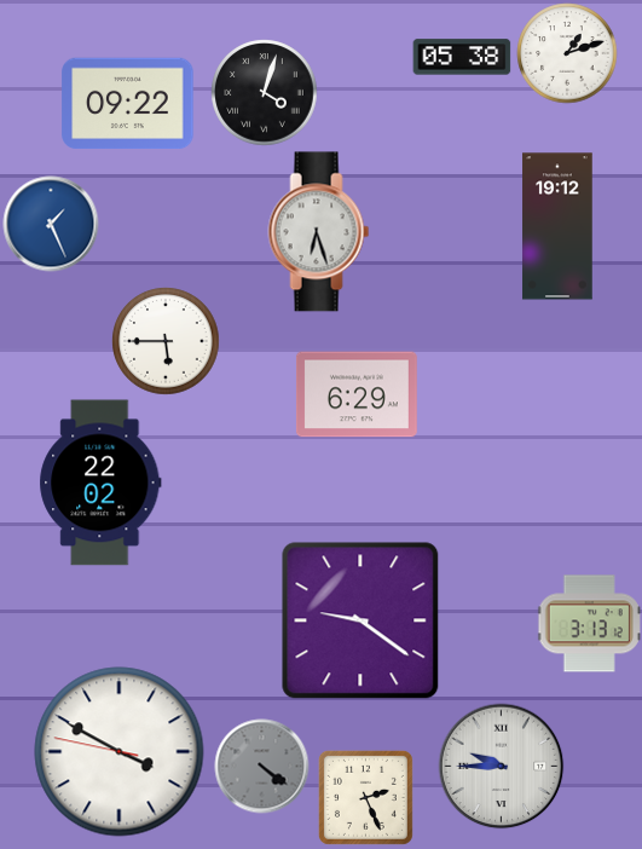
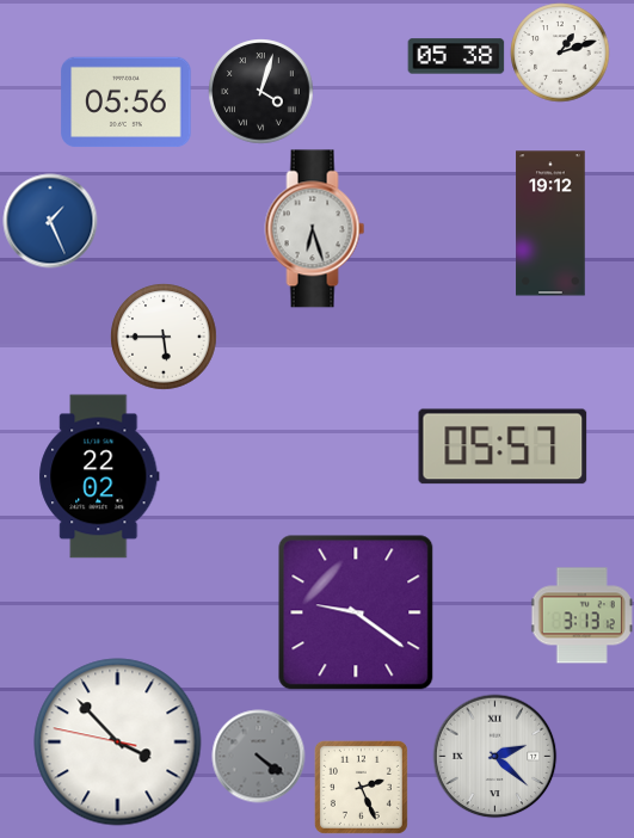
clock at (128, 104): 09:22 -> 05:56
clock at (357, 394): 6:29 -> none
clock at (503, 446): none -> 05:57
clock at (120, 752): 3:49 -> 3:52
clock at (501, 766): 9:45 -> 2:22
